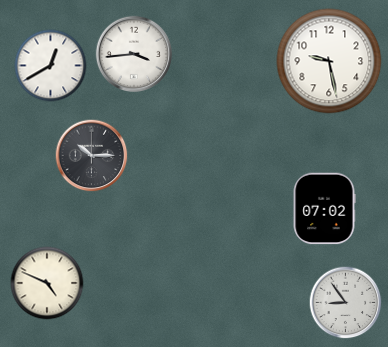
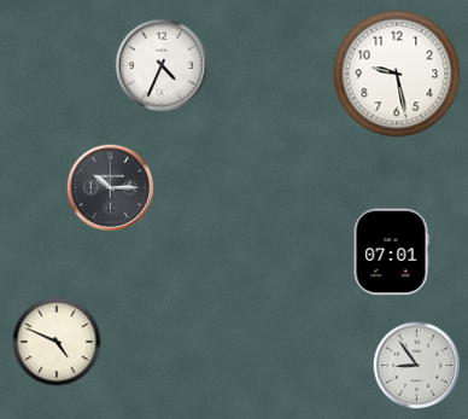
clock at (134, 54): 3:44 -> 4:34
clock at (51, 66): 12:40 -> none
clock at (324, 209): 07:02 -> 07:01
